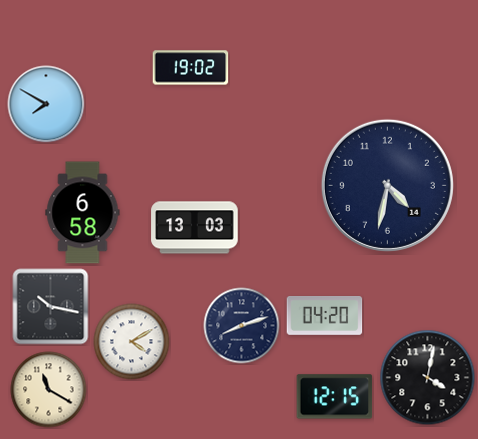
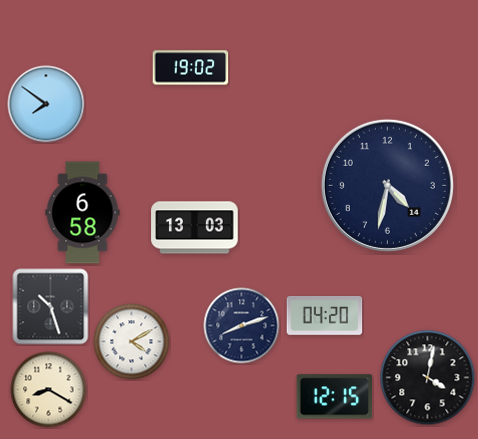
clock at (46, 104): 7:50 -> 7:51
clock at (51, 307): 10:17 -> 10:27
clock at (49, 390): 11:20 -> 8:20
